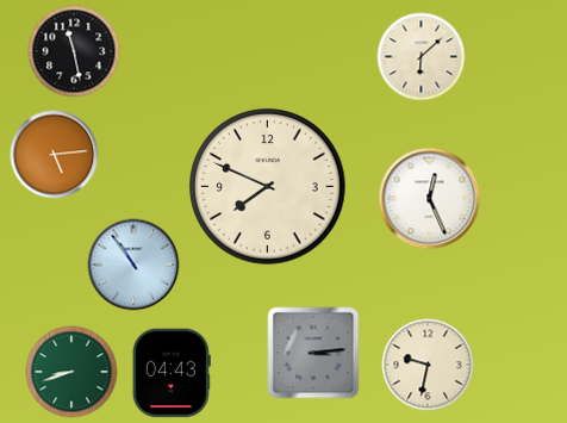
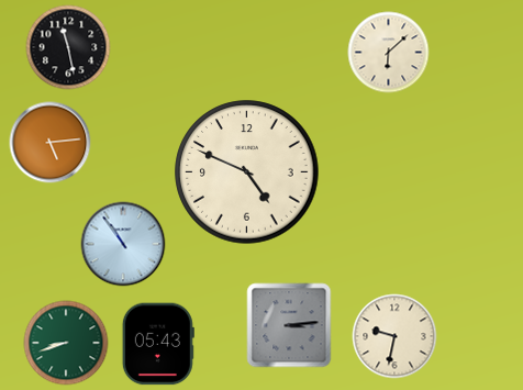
clock at (268, 187): 7:49 -> 4:49
clock at (430, 199): 12:26 -> none
clock at (172, 373): 04:43 -> 05:43
